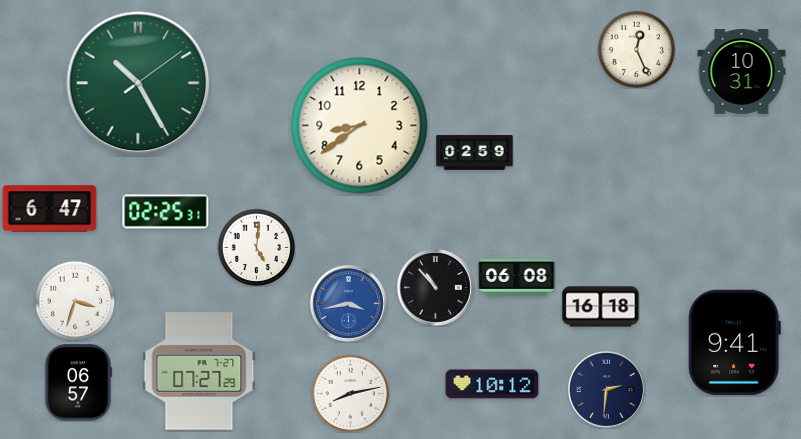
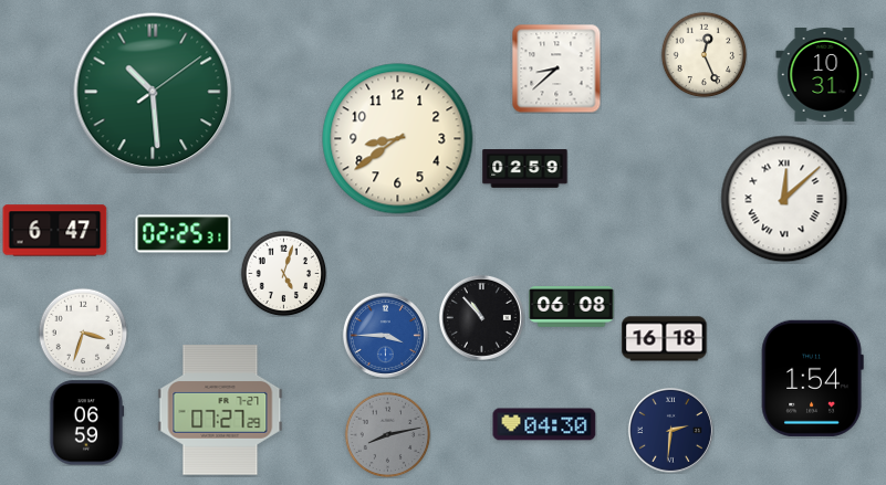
clock at (556, 68): none -> 8:38
clock at (742, 72) position: (742, 72) -> (825, 75)
clock at (138, 83): 10:25 -> 10:29
clock at (784, 199): none -> 12:08
clock at (256, 247): 5:01 -> 5:03
clock at (348, 303): 3:43 -> 3:45
clock at (734, 342): 9:41 -> 1:54
clock at (78, 383): 06:57 -> 06:59
clock at (492, 384): 10:12 -> 04:30
clock at (350, 393) dial: white -> grey
